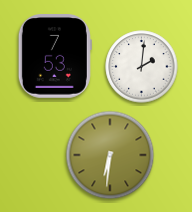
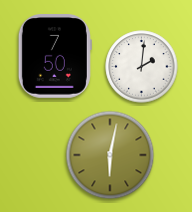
clock at (55, 57): 7:53 -> 7:50
clock at (110, 155): 6:31 -> 6:02
